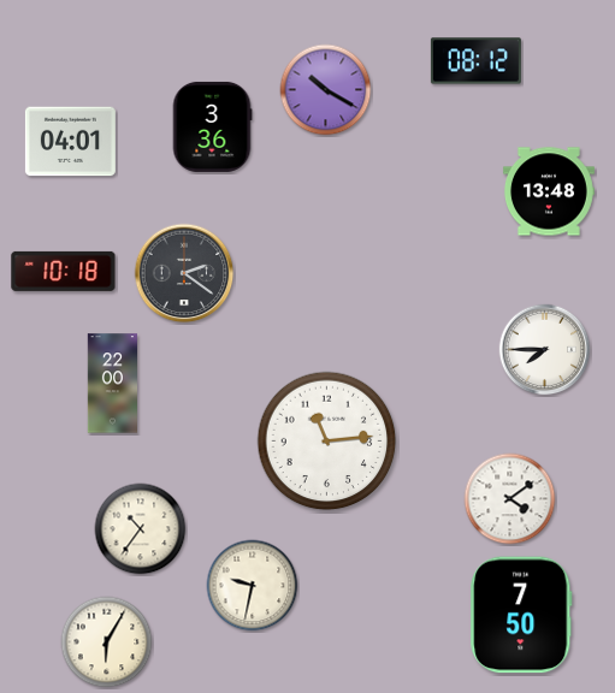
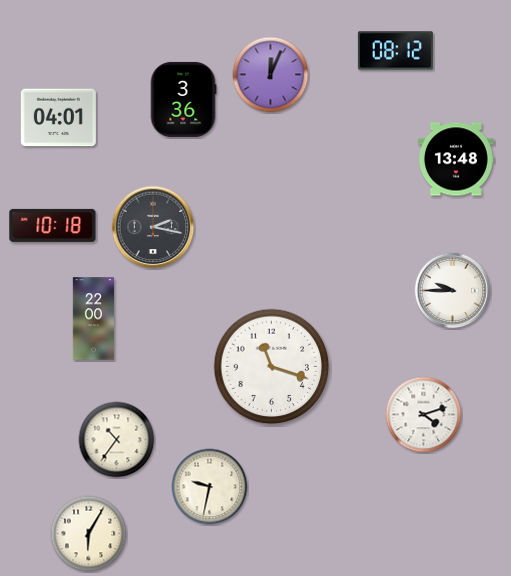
clock at (326, 90): 10:20 -> 12:04
clock at (212, 126) position: (212, 126) -> (183, 99)
clock at (184, 273): 2:21 -> 2:17
clock at (545, 350): 7:45 -> 9:45
clock at (327, 442): 11:14 -> 11:18
clock at (510, 499): 4:09 -> 4:12
clock at (521, 615): 7:50 -> none
